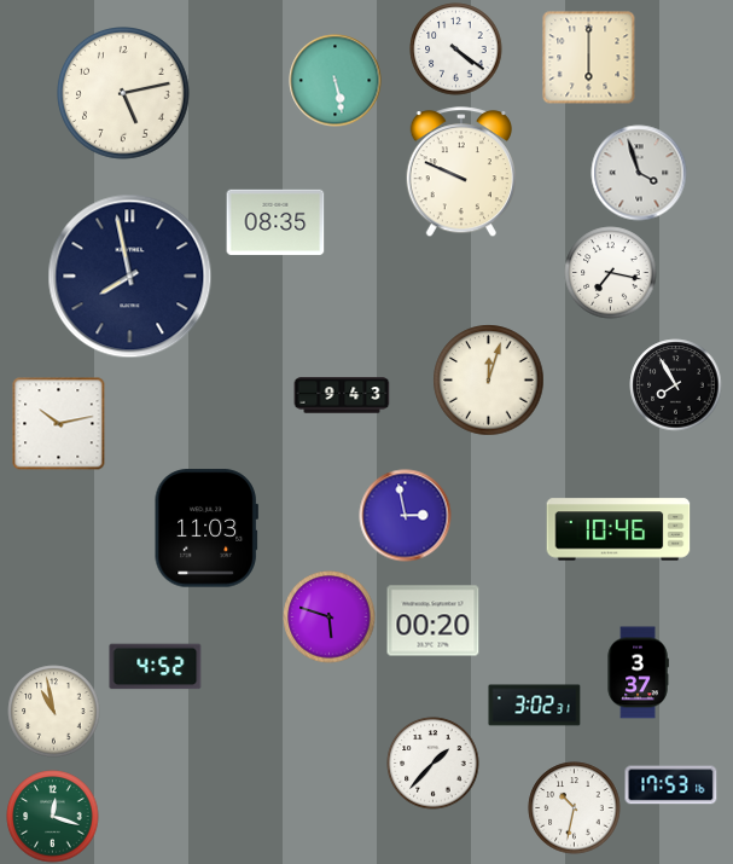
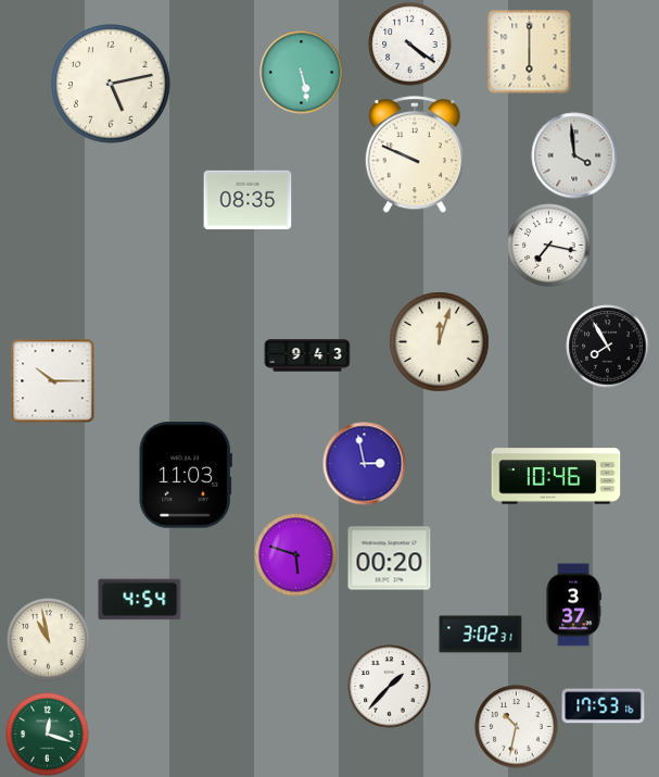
clock at (639, 173): 3:57 -> 3:59
clock at (130, 277): 7:58 -> none
clock at (59, 424): 10:13 -> 10:15
clock at (156, 667): 4:52 -> 4:54
